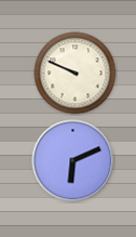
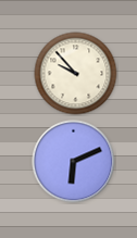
clock at (76, 74): 9:49 -> 9:53
